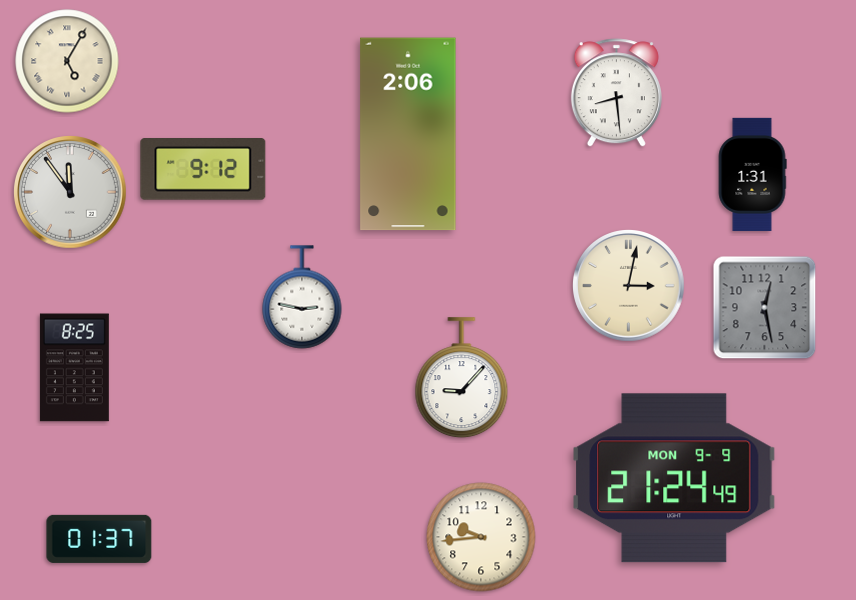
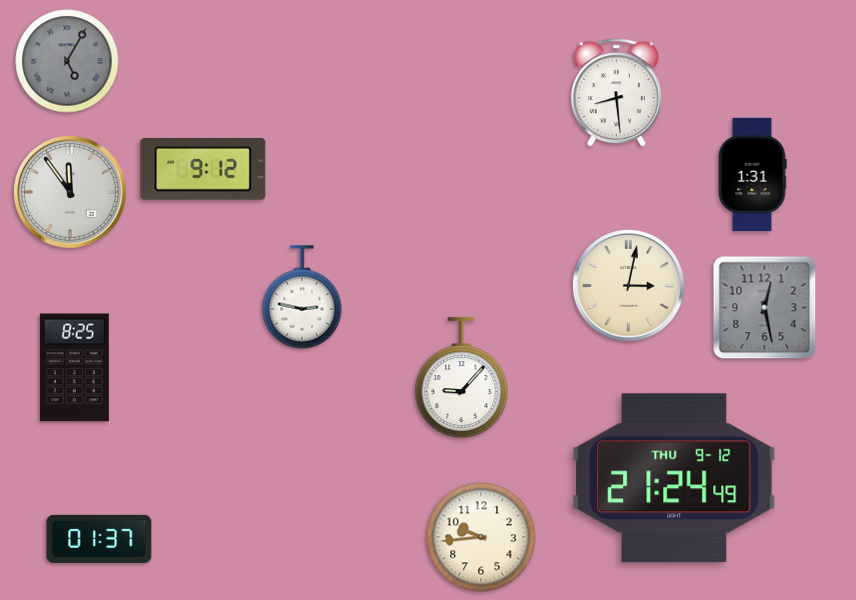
clock at (67, 61) dial: cream -> grey
clock at (408, 134): 2:06 -> none
clock at (674, 478) date: MON 9-9 -> THU 9-12
